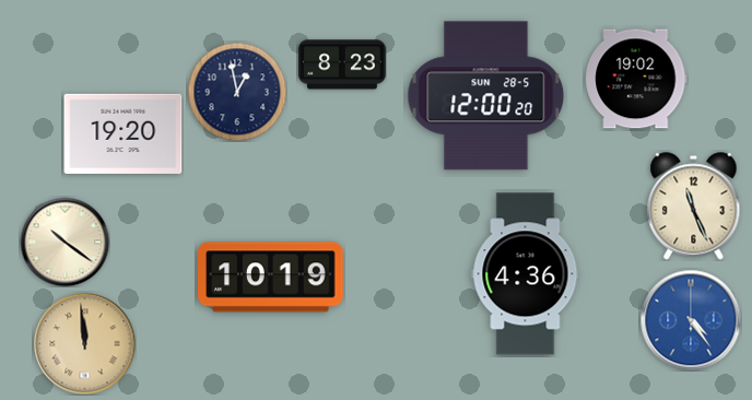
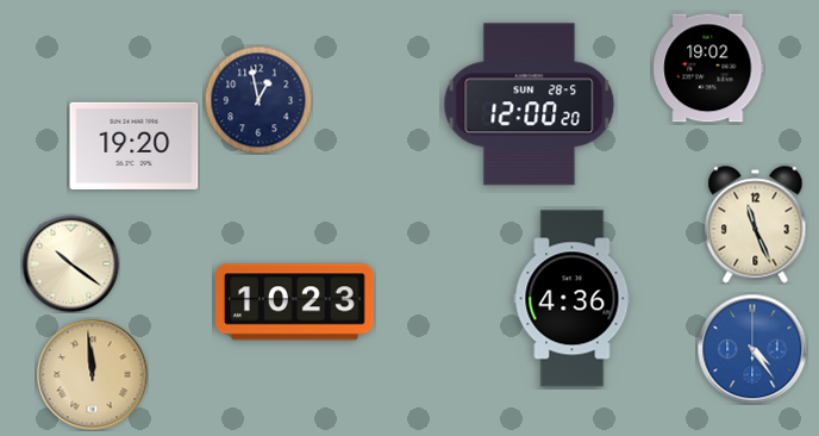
clock at (343, 64): 8:23 -> none
clock at (636, 79) position: (636, 79) -> (708, 68)
clock at (271, 278): 10:19 -> 10:23
